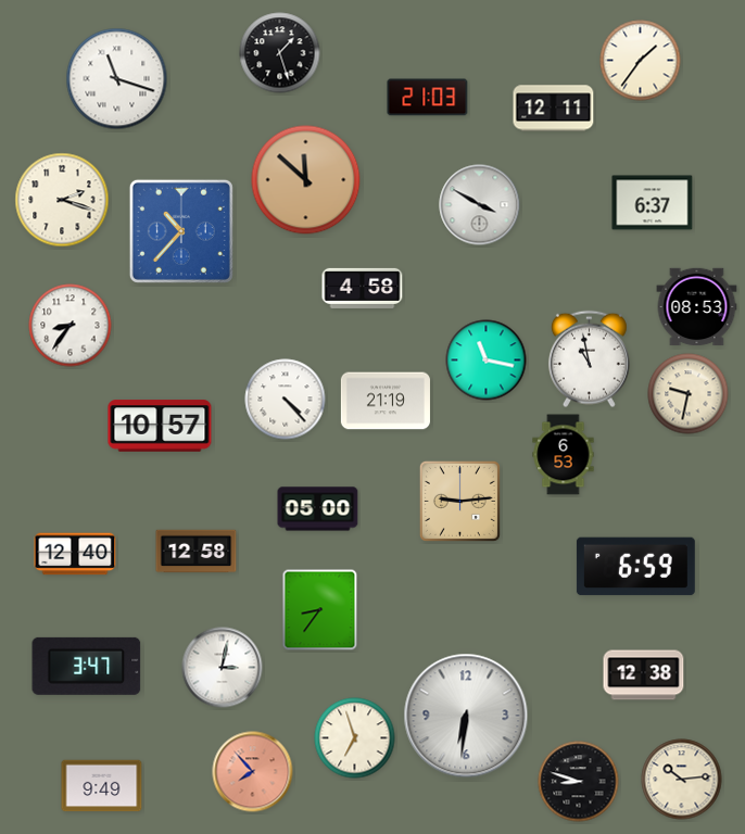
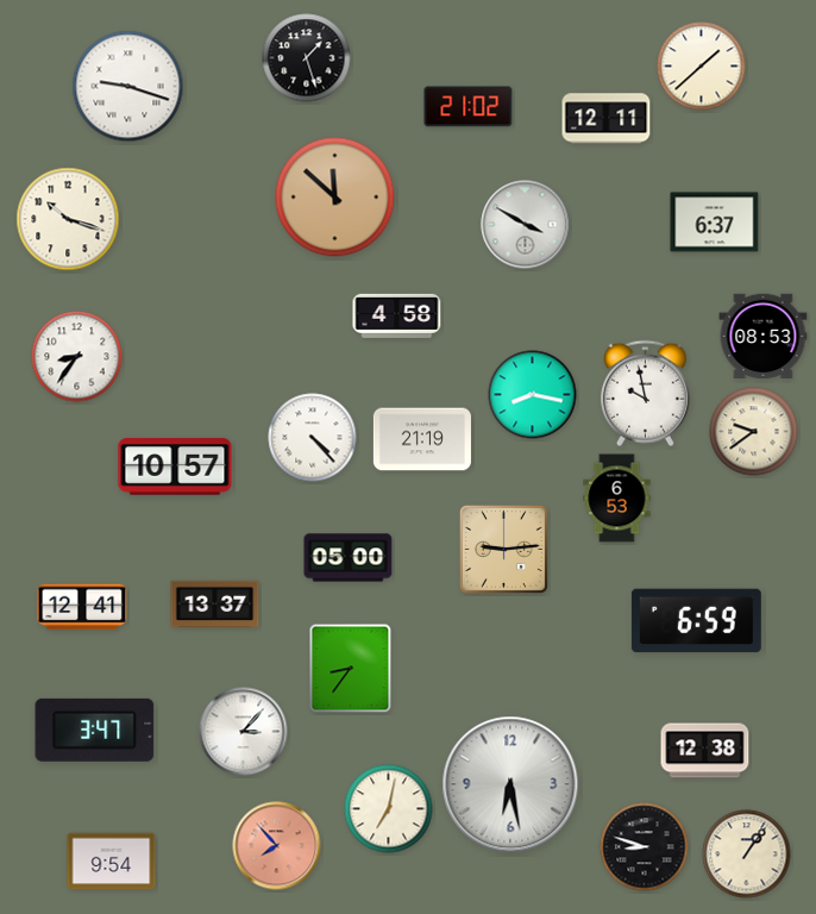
clock at (641, 61): 1:36 -> 1:38
clock at (117, 79): 11:18 -> 9:18
clock at (428, 98): 21:03 -> 21:02
clock at (62, 200): 2:18 -> 10:18
clock at (181, 231): 10:37 -> none
clock at (589, 359): 10:58 -> 9:58
clock at (487, 361): 11:17 -> 8:17
clock at (689, 394): 9:32 -> 9:39
clock at (197, 552): 12:58 -> 13:37
clock at (75, 554): 12:40 -> 12:41
clock at (223, 668): 3:02 -> 3:07
clock at (644, 675) position: (644, 675) -> (705, 751)
clock at (466, 716): 6:31 -> 6:28
clock at (355, 738): 6:57 -> 7:02
clock at (682, 780): 10:14 -> 1:06
clock at (579, 782) position: (579, 782) -> (645, 847)
clock at (102, 786): 9:49 -> 9:54
